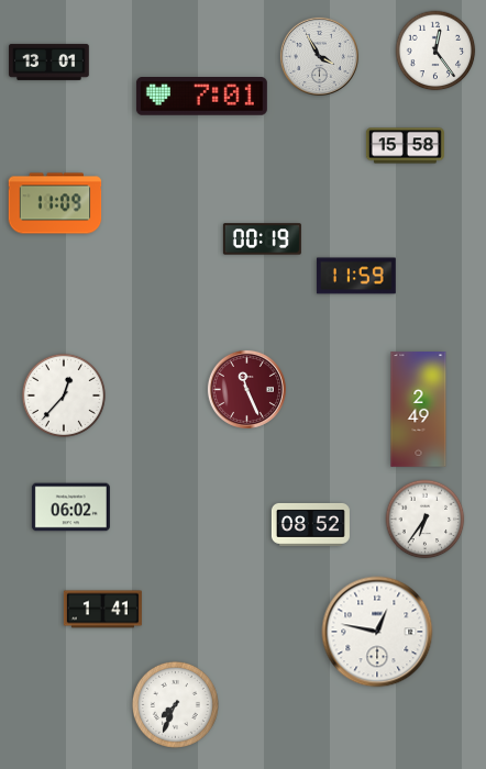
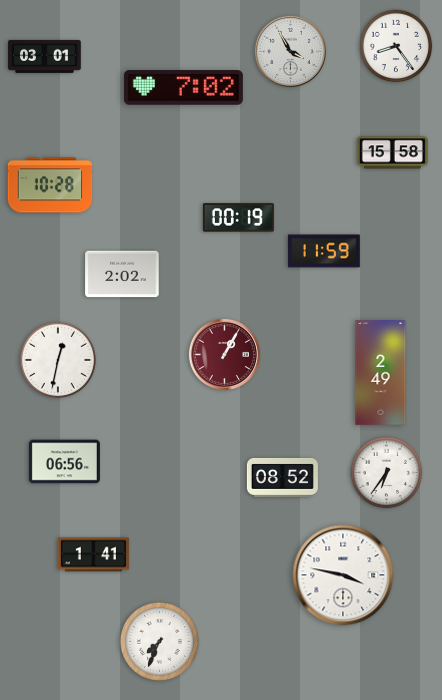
clock at (435, 51): 12:24 -> 8:24
clock at (49, 62): 13:01 -> 03:01
clock at (201, 97): 7:01 -> 7:02
clock at (405, 146) position: (405, 146) -> (392, 153)
clock at (55, 203): 11:09 -> 10:28
clock at (122, 274): none -> 2:02
clock at (246, 389): 11:26 -> 1:05
clock at (64, 395): 12:37 -> 12:32
clock at (70, 508): 06:02 -> 06:56
clock at (377, 632): 12:47 -> 3:47
